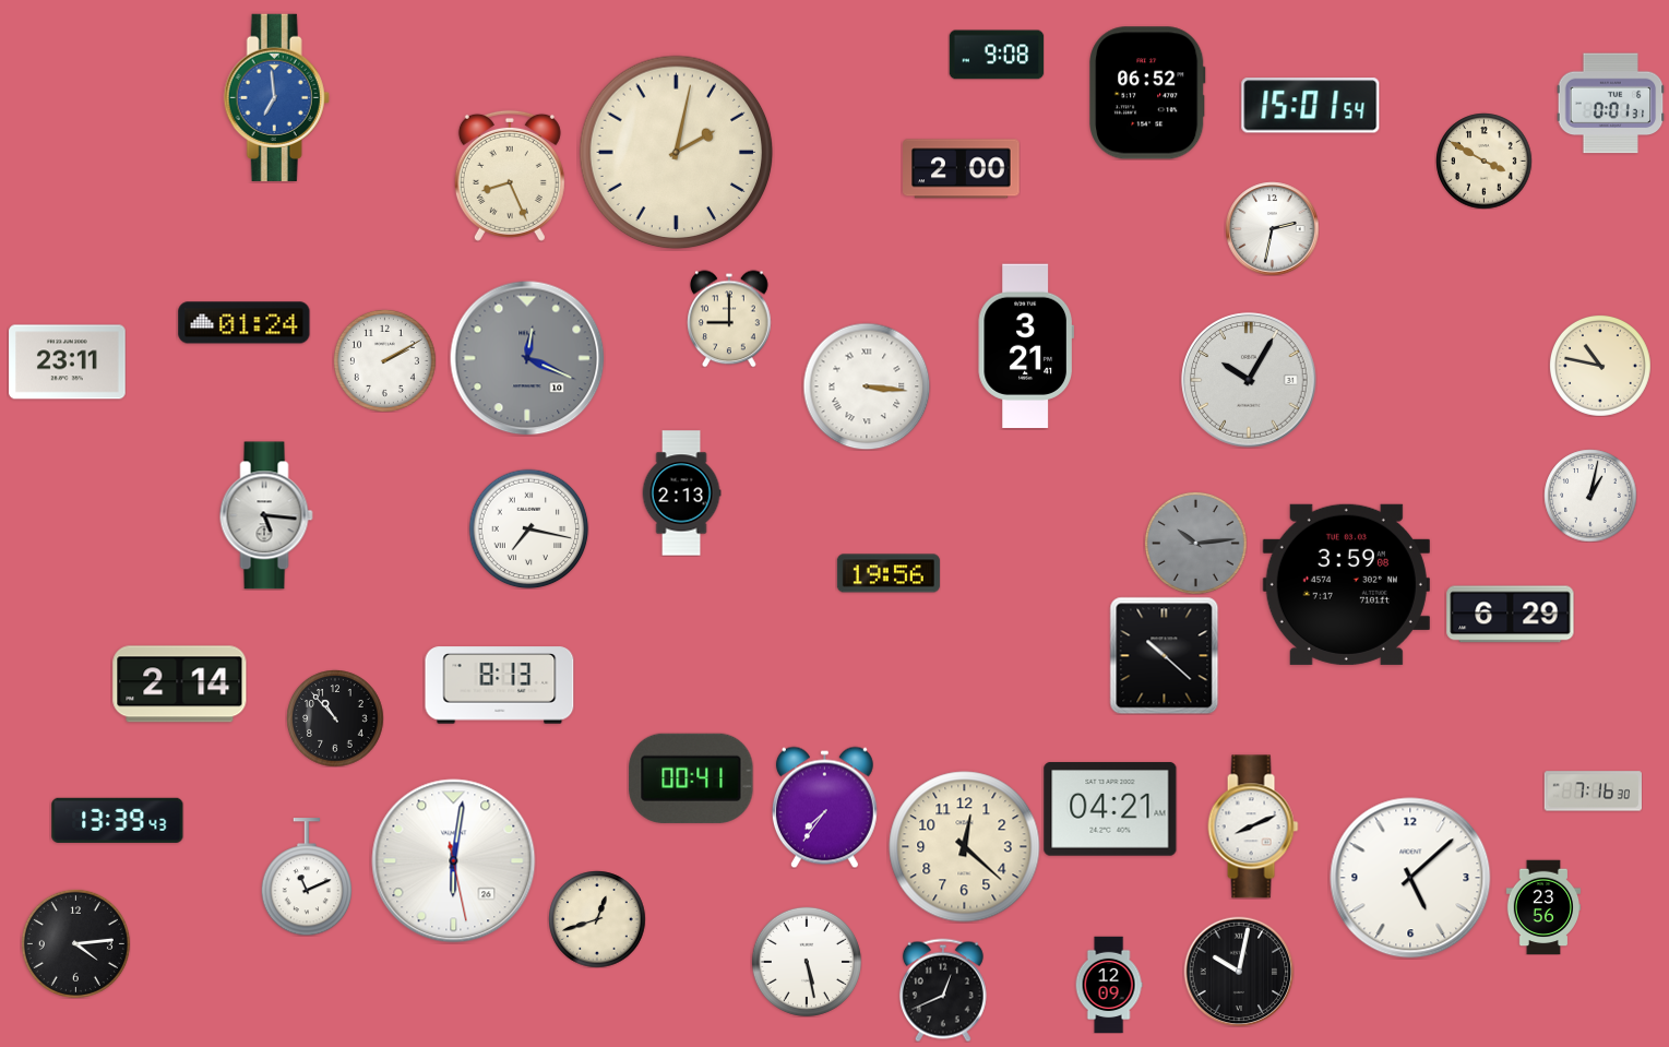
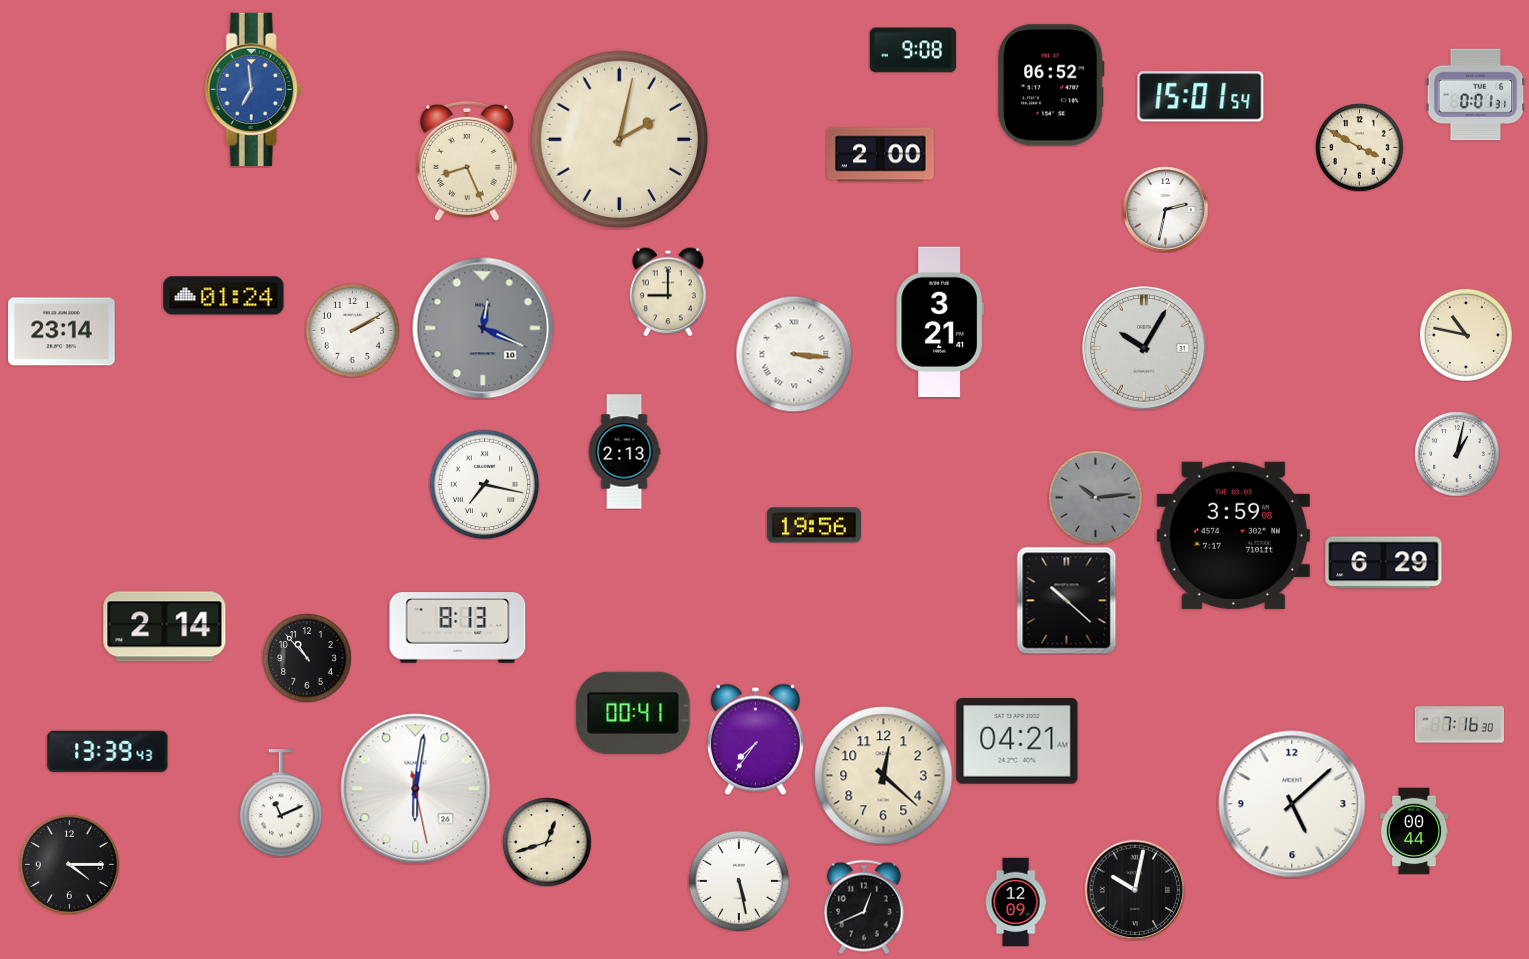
clock at (1026, 346) position: (1026, 346) -> (940, 322)
clock at (68, 362): 23:11 -> 23:14
clock at (266, 515): 5:16 -> none
clock at (1253, 826): 8:11 -> none
clock at (1543, 907): 23:56 -> 00:44
clock at (75, 943): 4:14 -> 4:15
